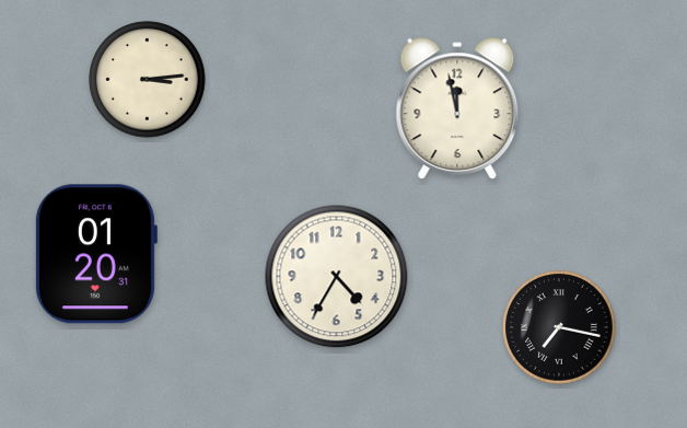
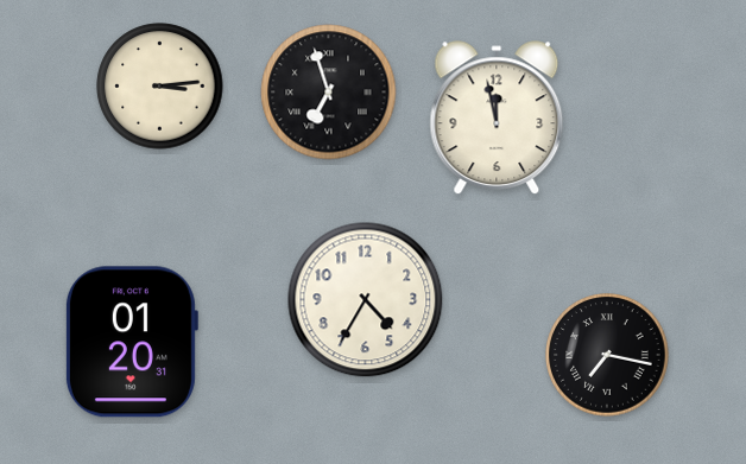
clock at (329, 93): none -> 6:57
clock at (95, 254) position: (95, 254) -> (131, 342)
